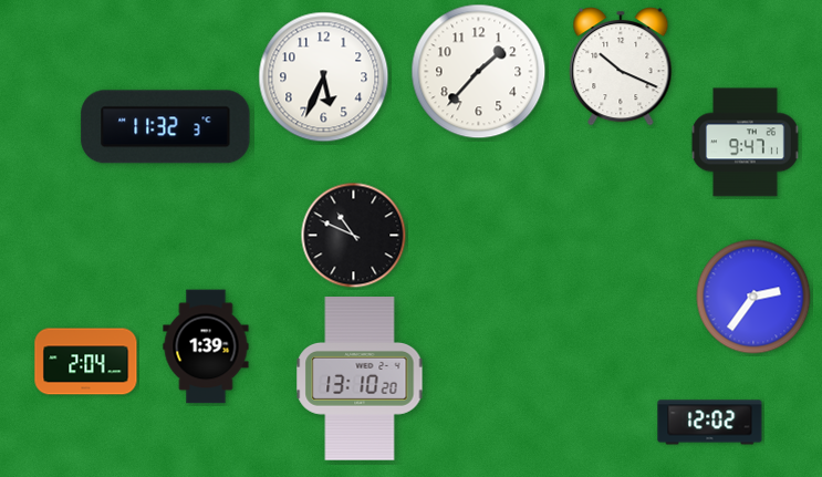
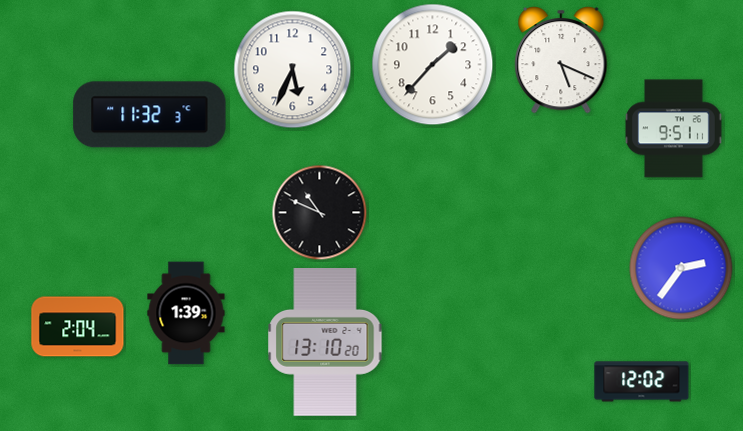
clock at (621, 66): 10:19 -> 5:19
clock at (746, 143): 9:47 -> 9:51
